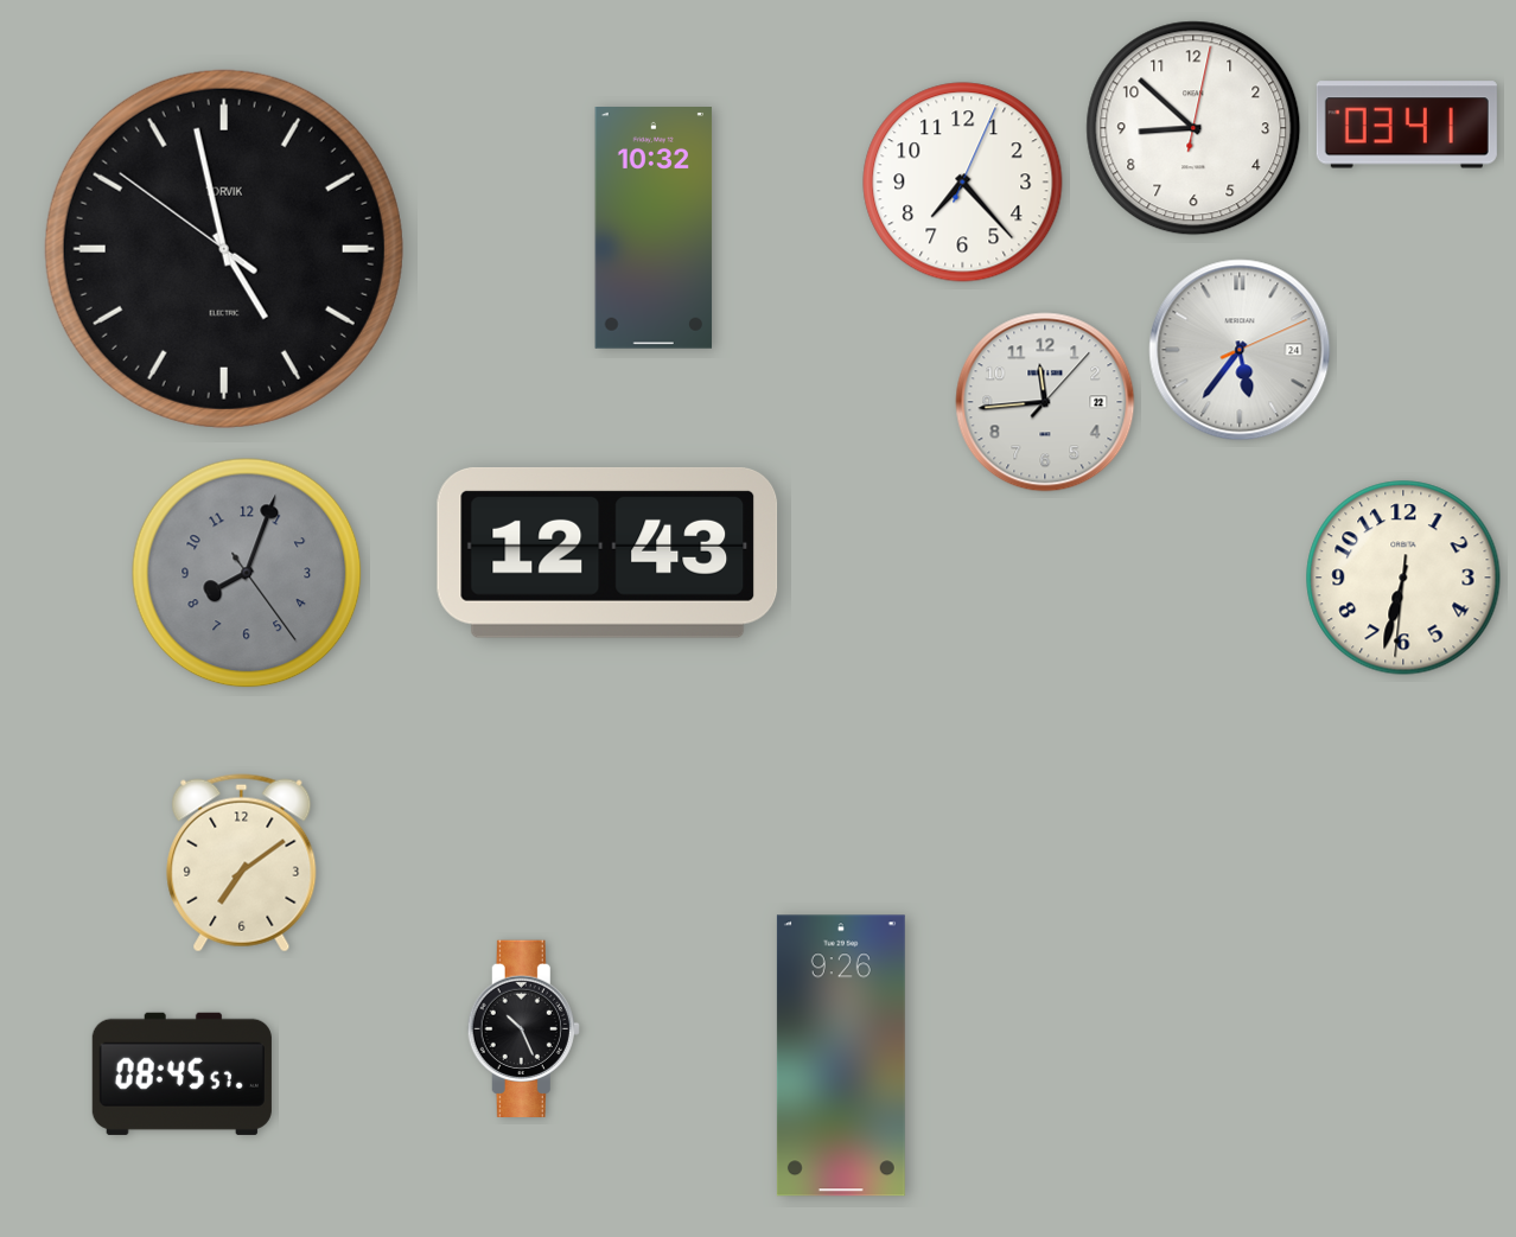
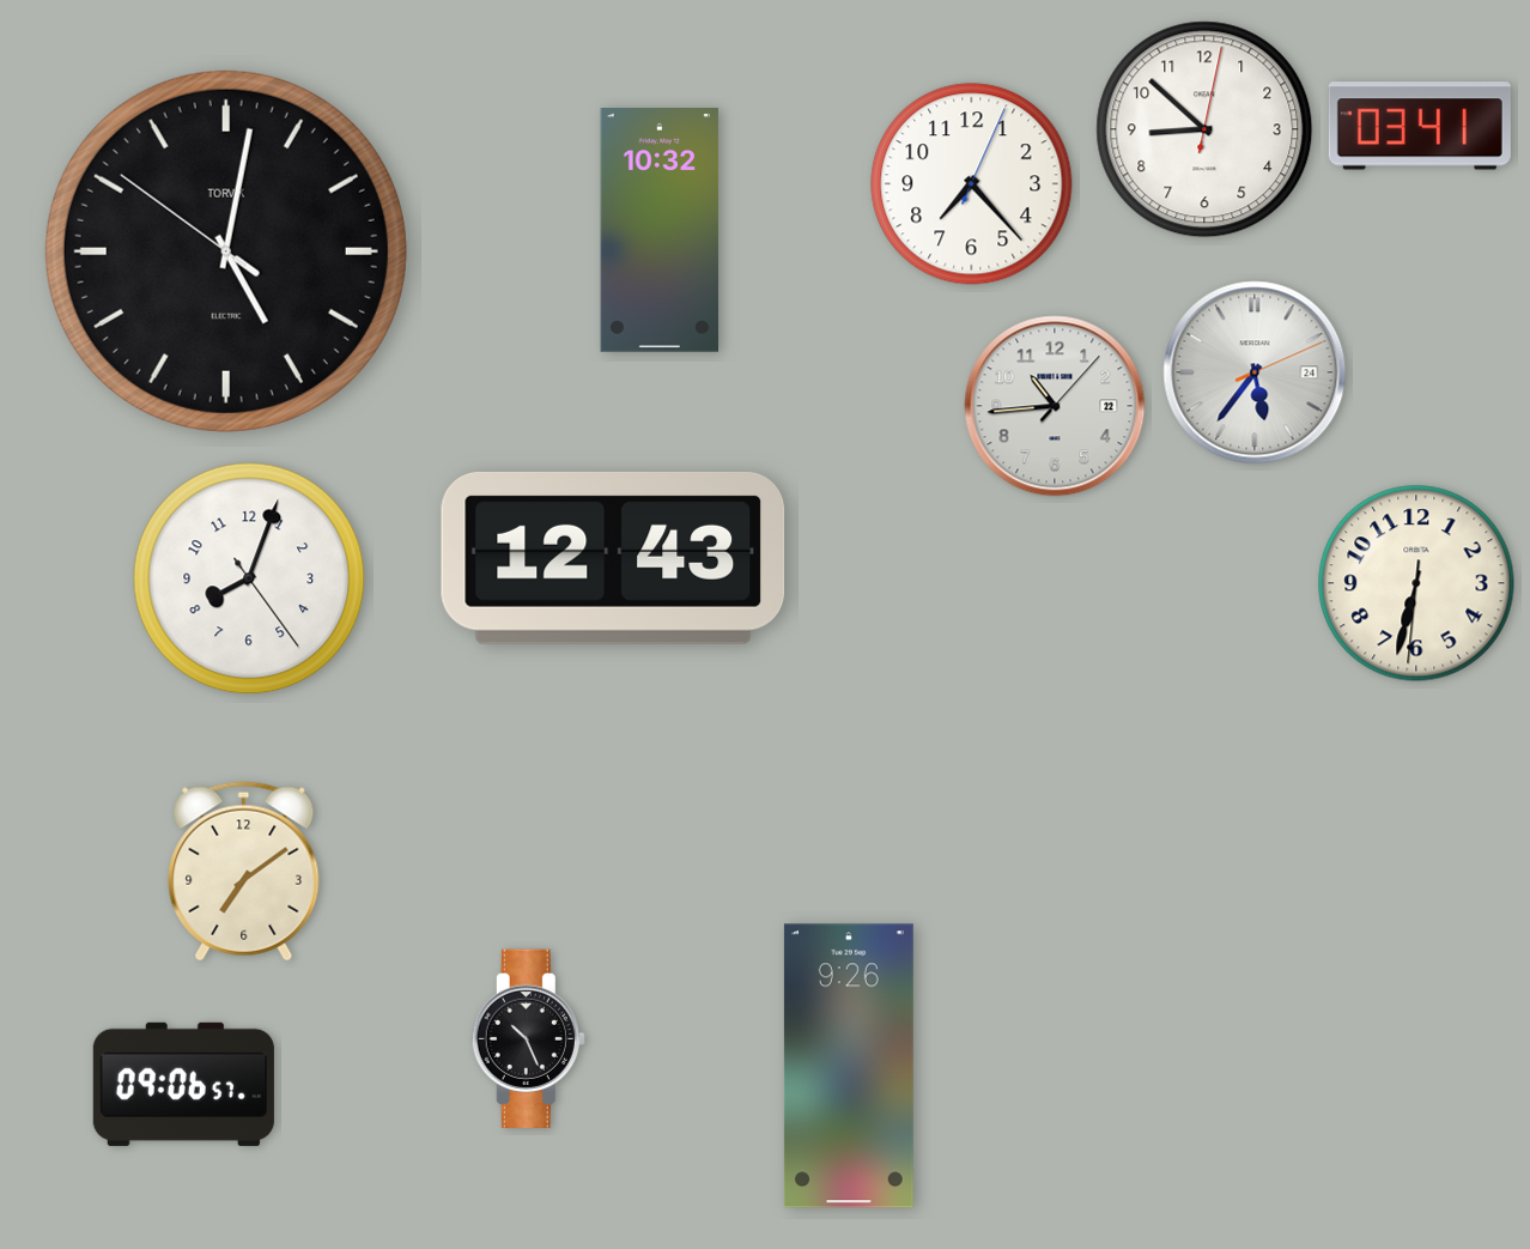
clock at (224, 249): 4:57 -> 5:01
clock at (1240, 350) position: (1240, 350) -> (1255, 372)
clock at (1045, 402): 11:44 -> 10:44
clock at (247, 573) dial: grey -> white
clock at (181, 1073): 08:45 -> 09:06
